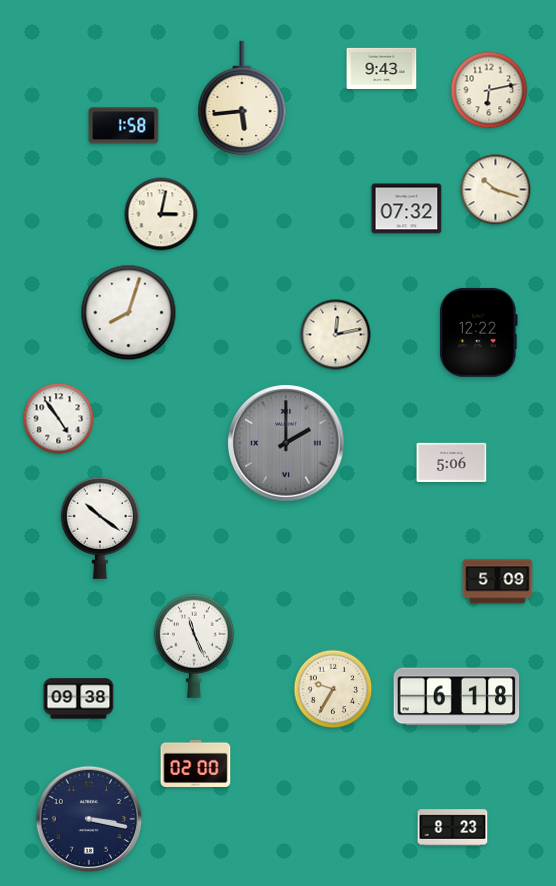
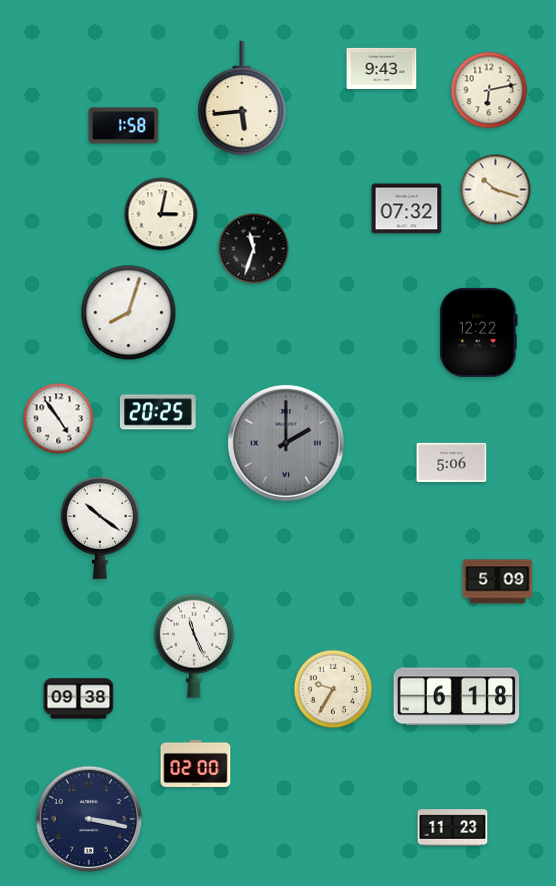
clock at (254, 249): none -> 11:33
clock at (336, 335): 12:13 -> none
clock at (158, 412): none -> 20:25
clock at (453, 828): 8:23 -> 11:23
